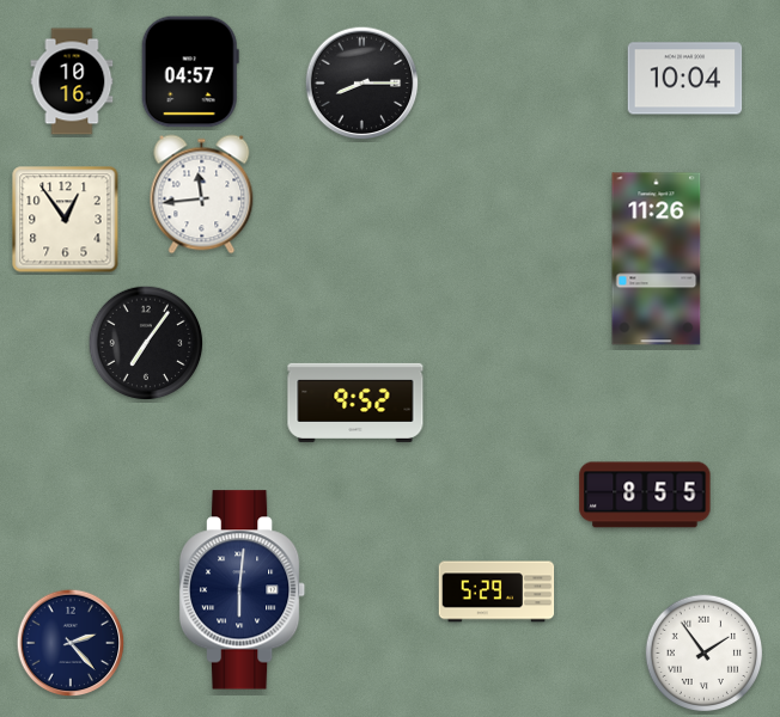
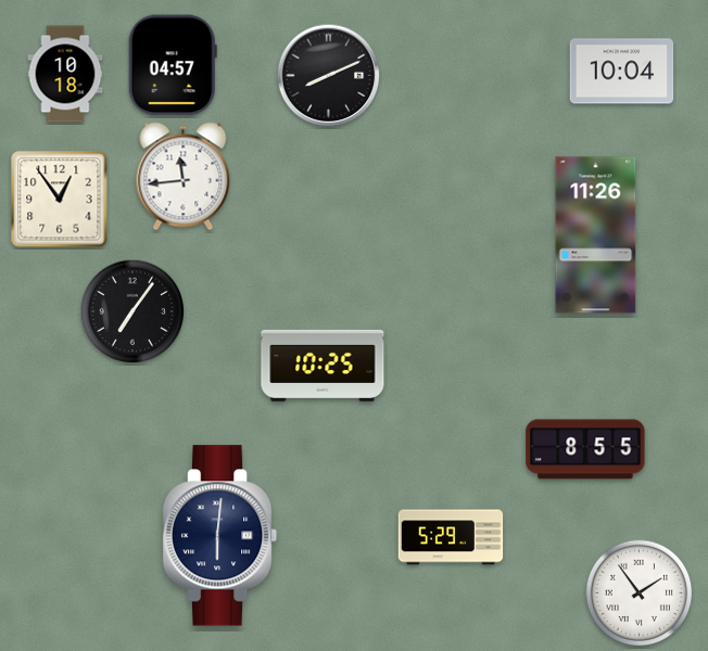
clock at (72, 81): 10:16 -> 10:18
clock at (362, 84): 8:15 -> 8:11
clock at (355, 403): 9:52 -> 10:25
clock at (71, 643): 2:23 -> none
